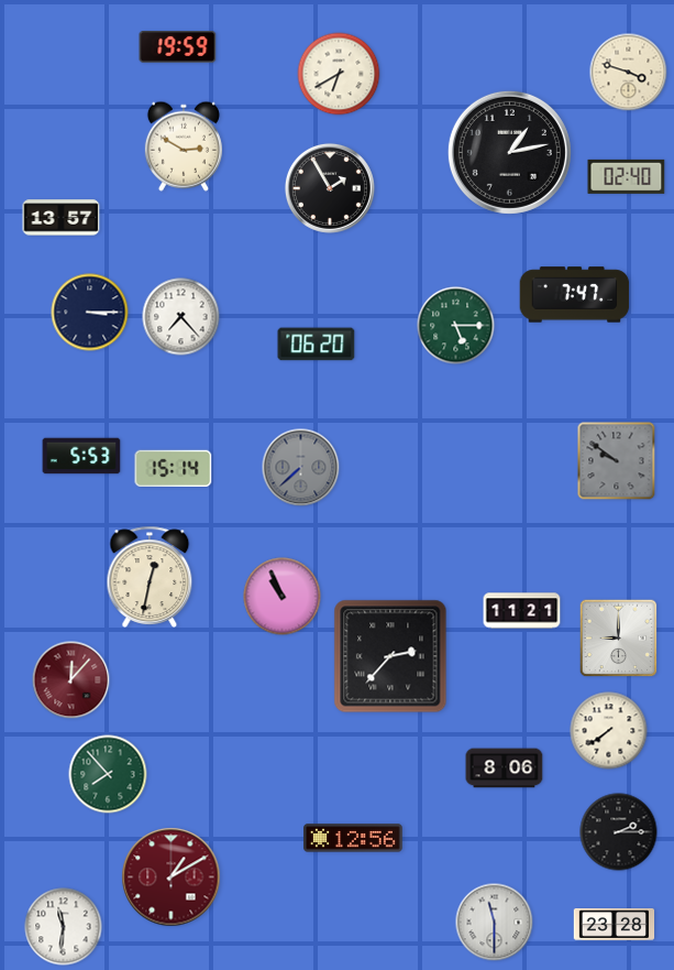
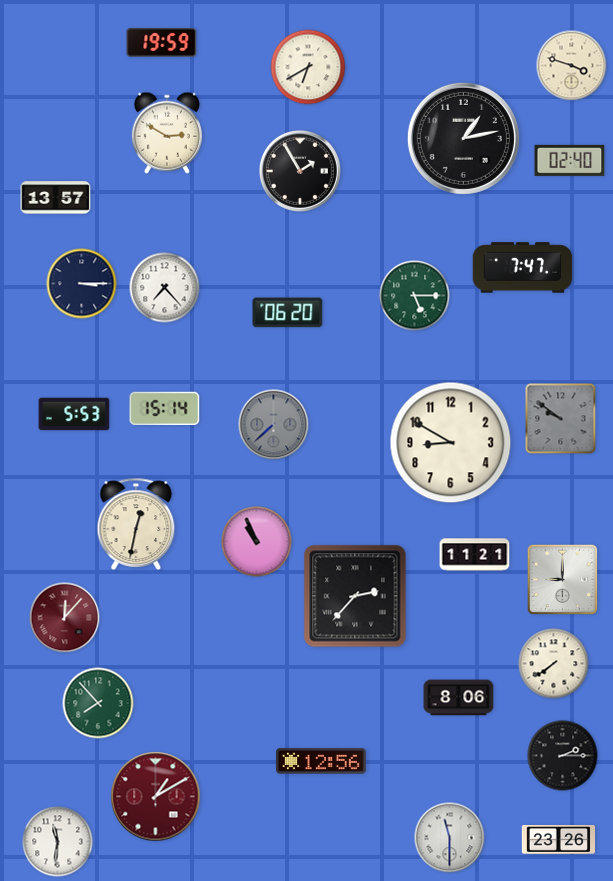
clock at (174, 468) position: (174, 468) -> (165, 408)
clock at (451, 443): none -> 8:50
clock at (615, 924): 23:28 -> 23:26
